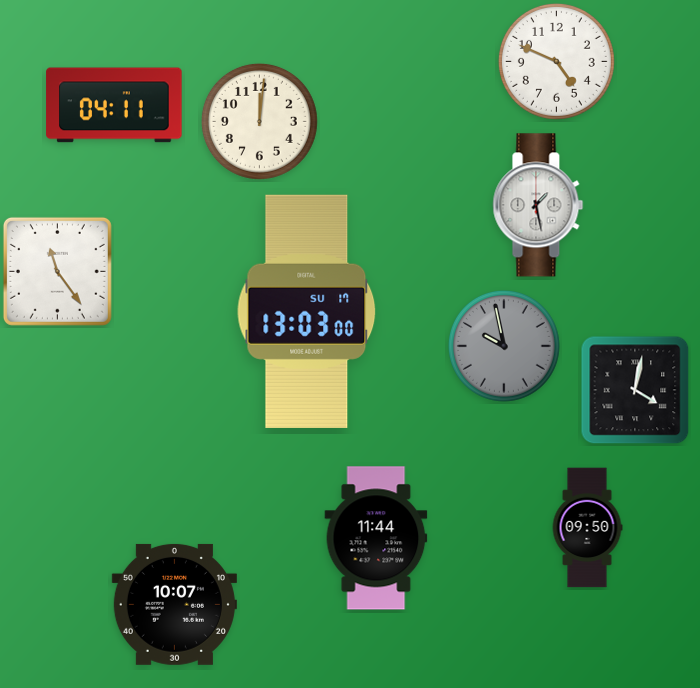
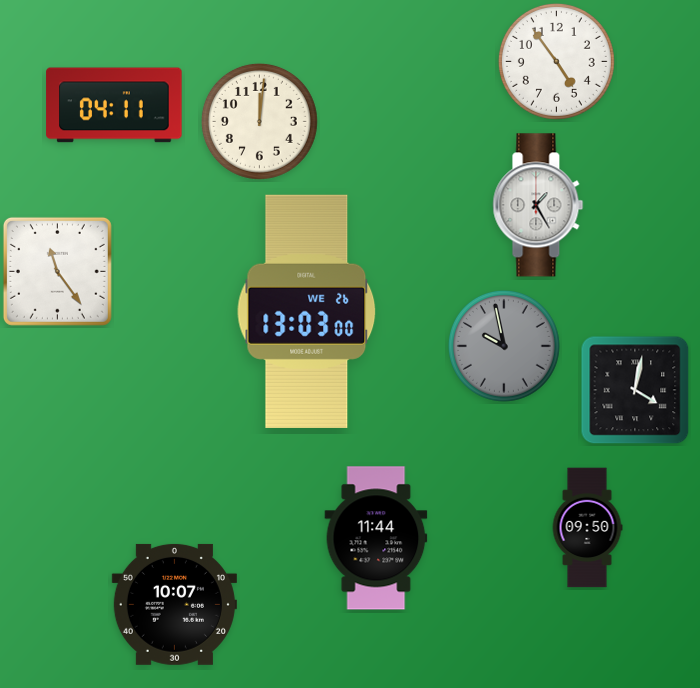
clock at (556, 61): 4:49 -> 4:54
clock at (538, 205): 1:28 -> 1:25
clock at (307, 311) date: SU 17 -> WE 26
